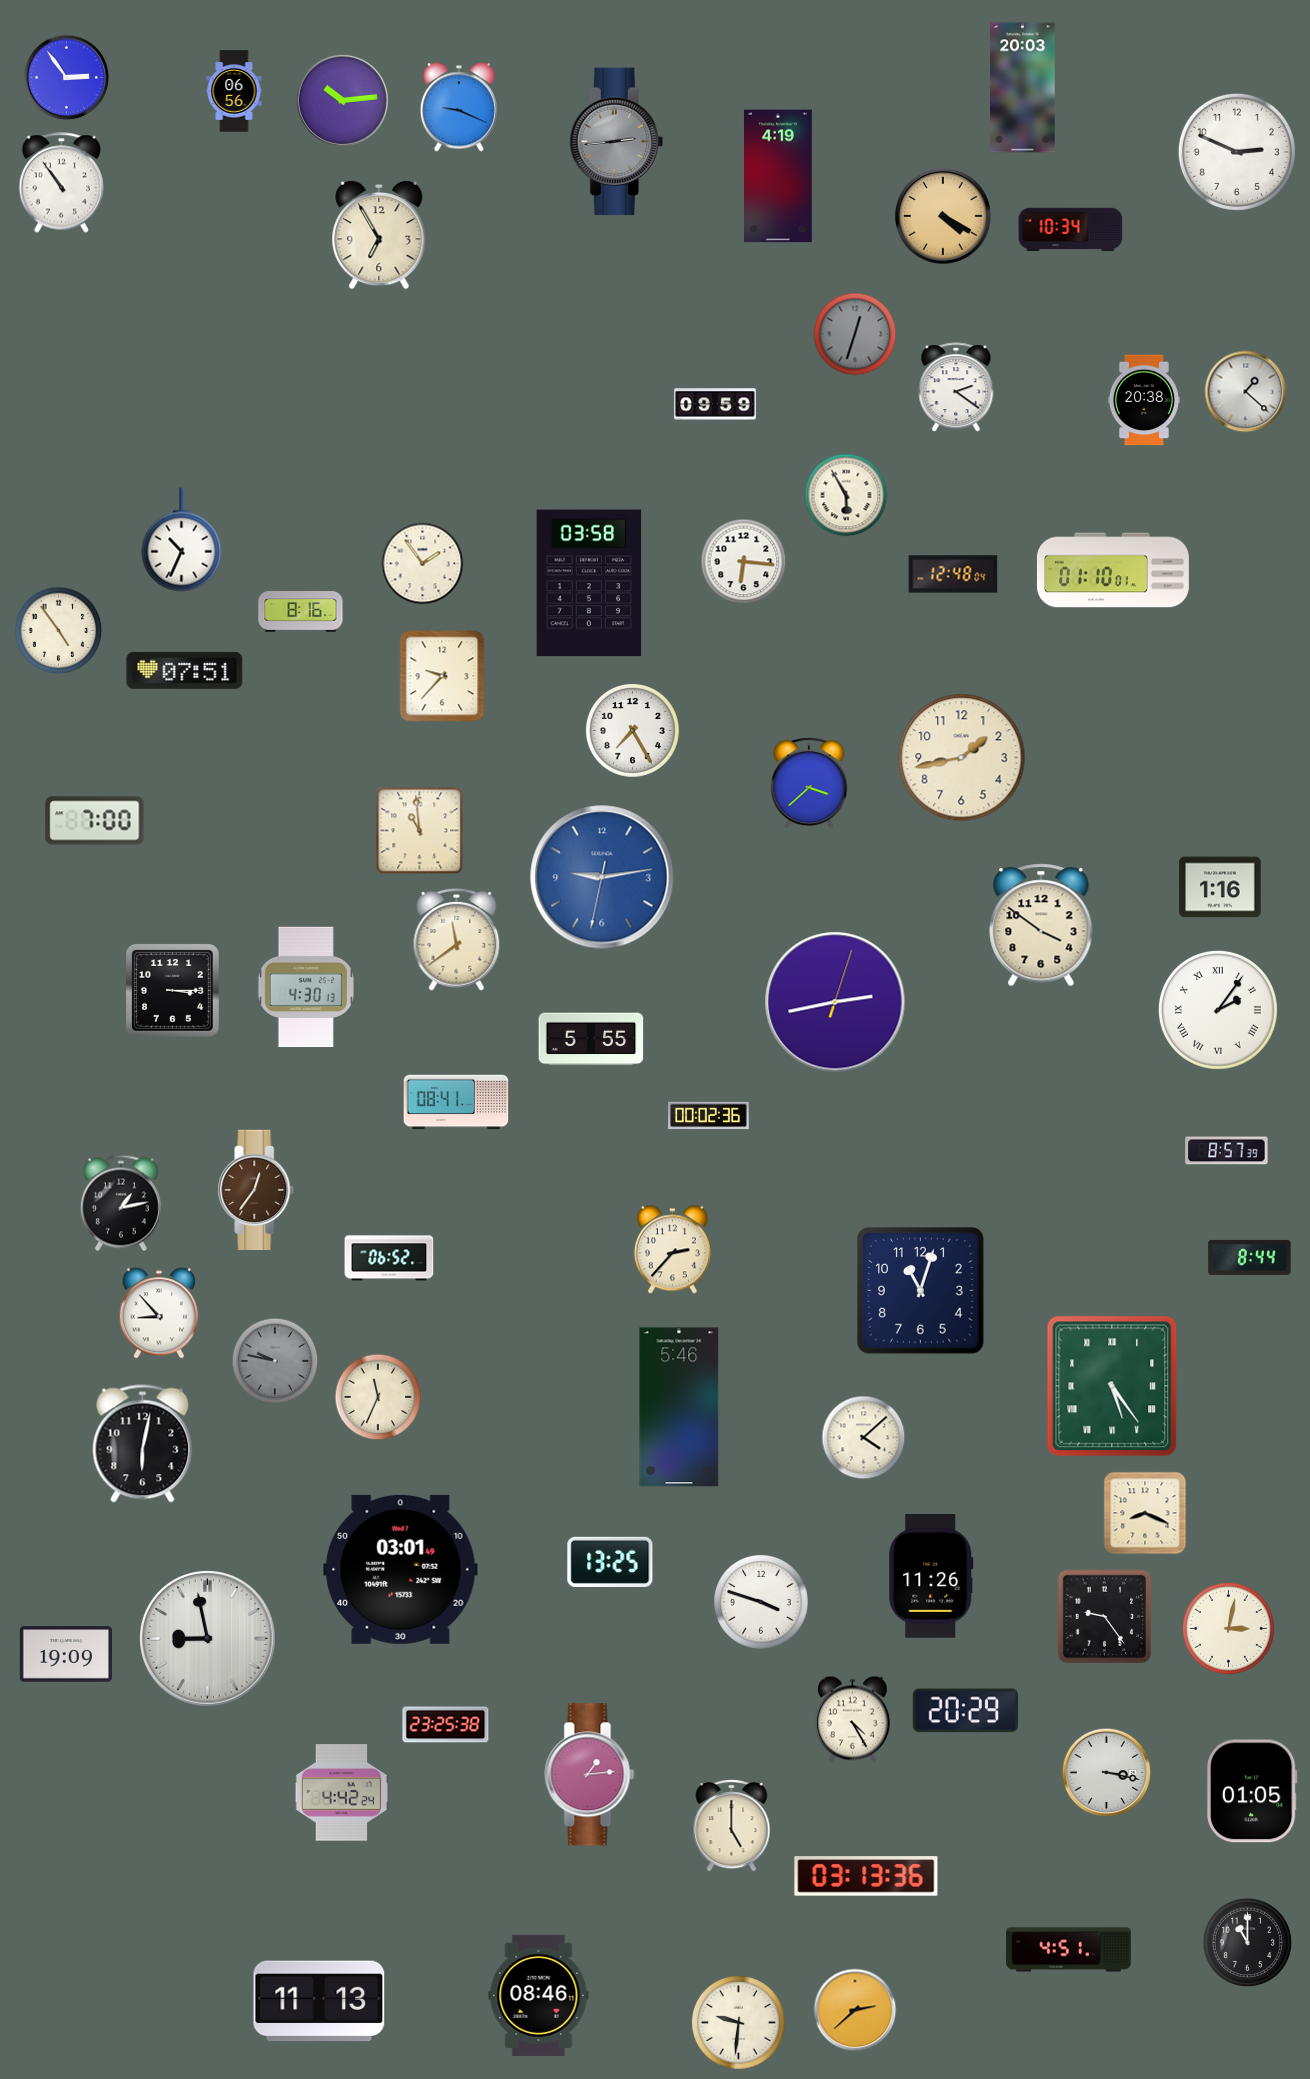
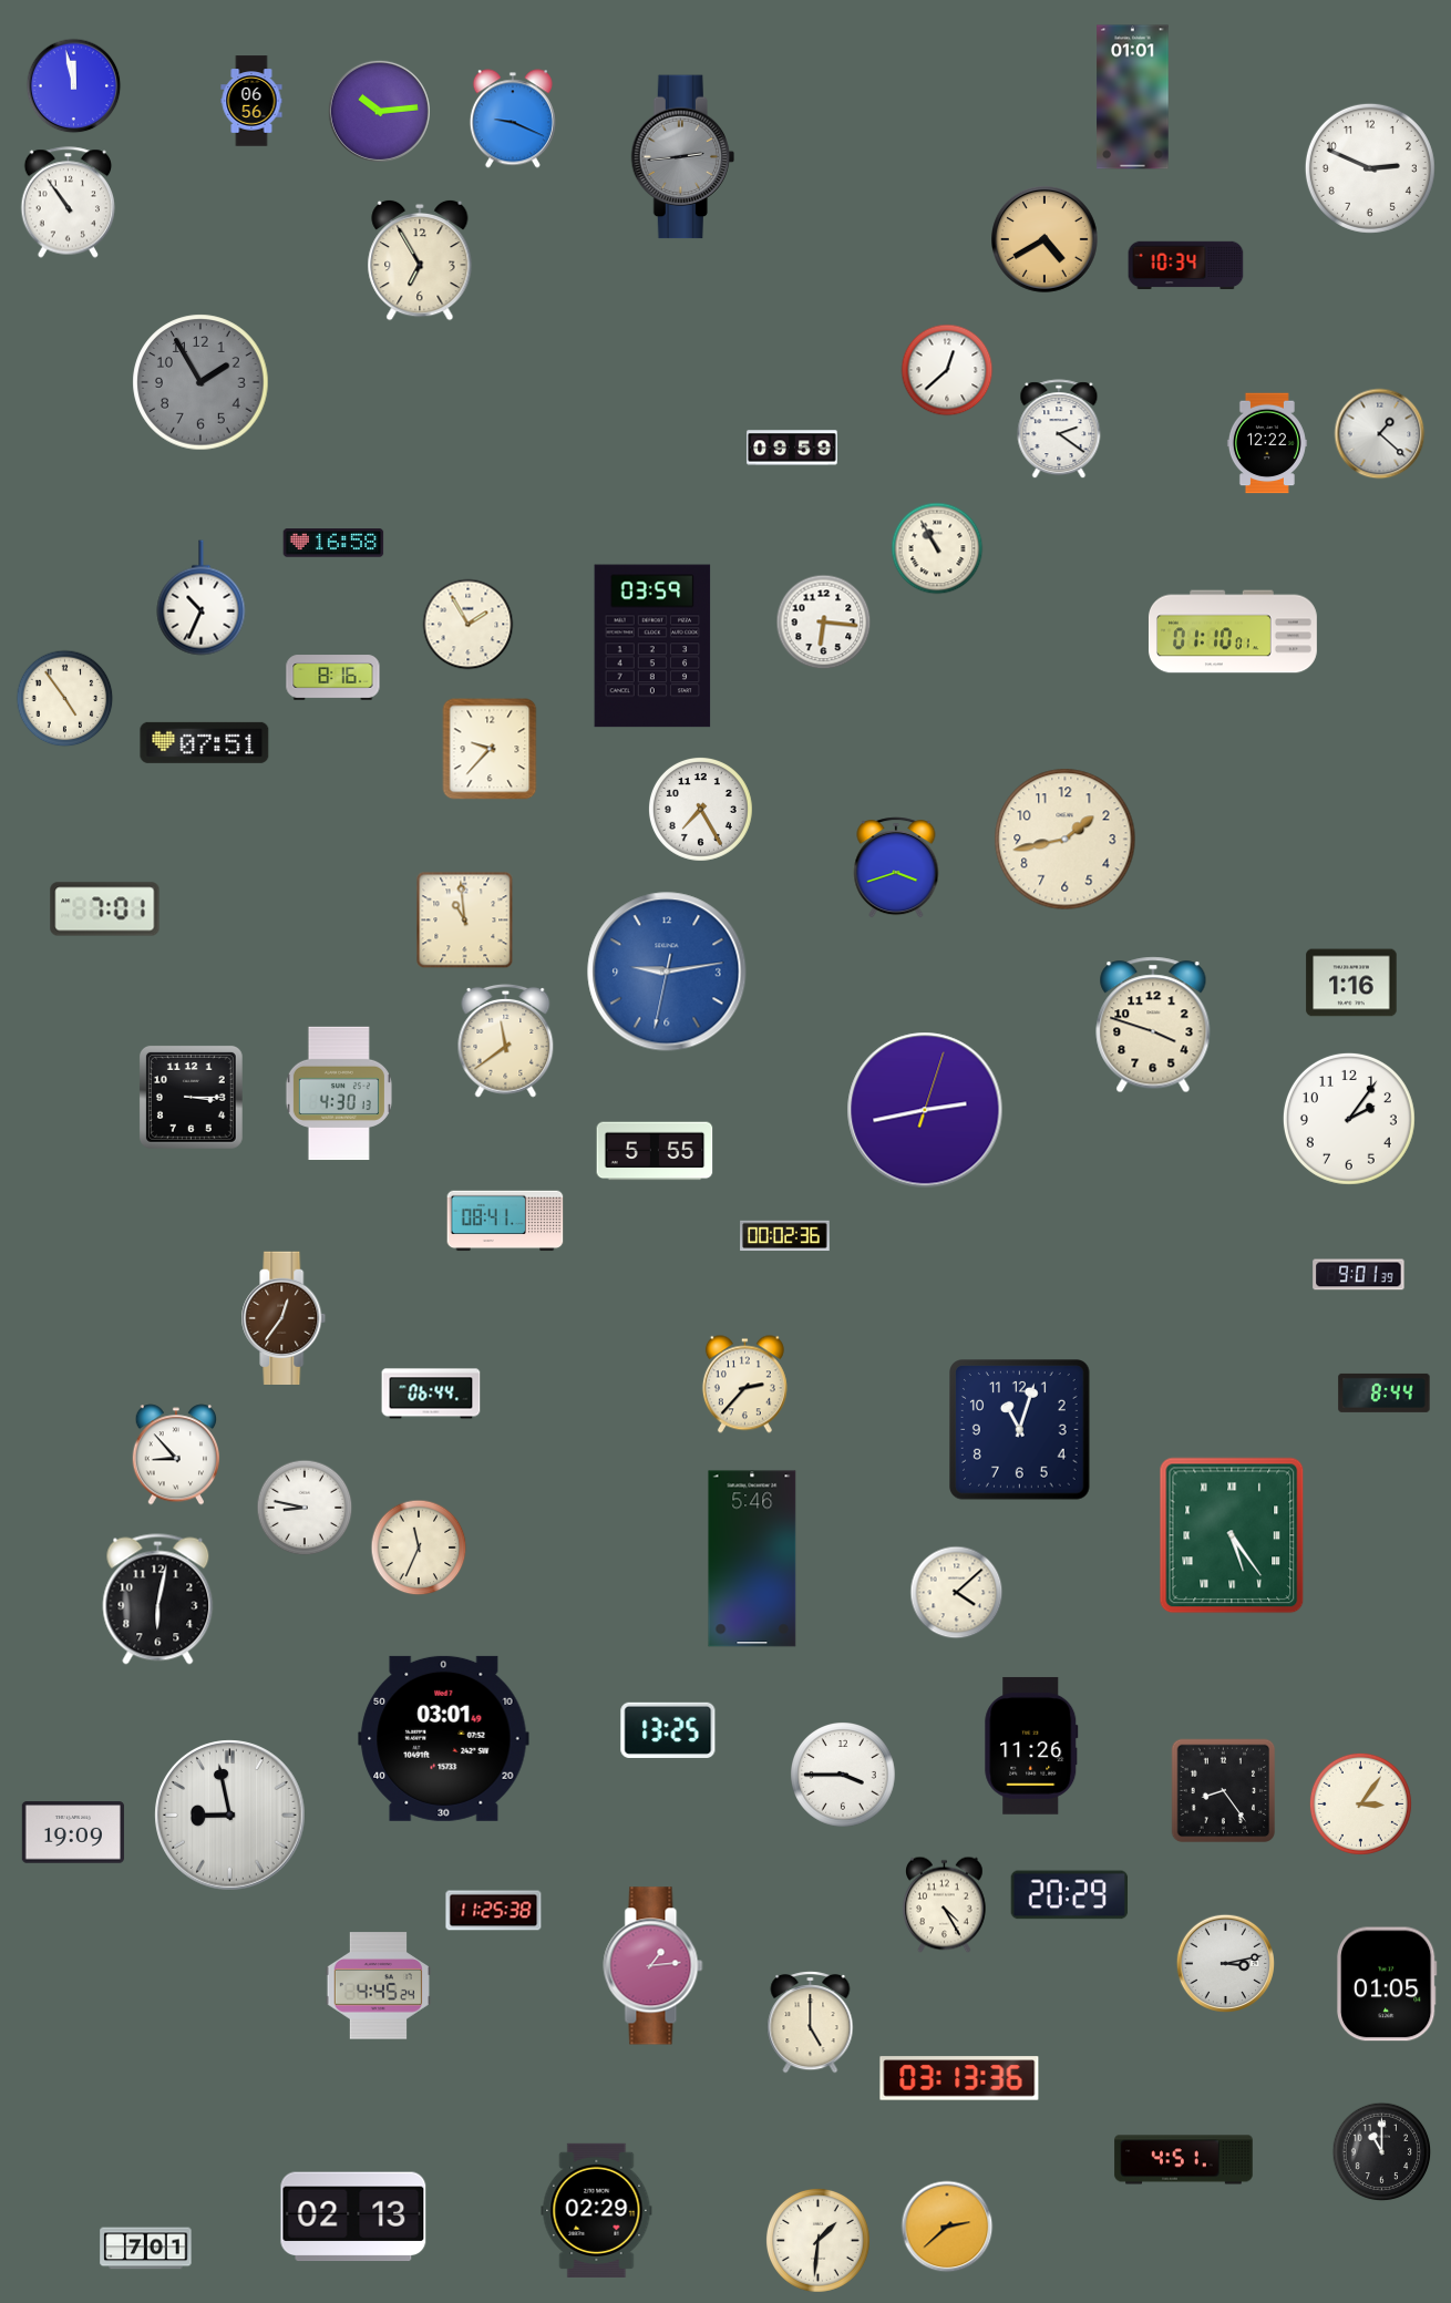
clock at (67, 78): 2:54 -> 11:58
clock at (1023, 88): 20:03 -> 01:01
clock at (234, 91) position: (234, 91) -> (251, 101)
clock at (459, 107) position: (459, 107) -> (513, 119)
clock at (778, 176): 4:19 -> none
clock at (944, 217): 4:20 -> 4:40
clock at (1071, 230) position: (1071, 230) -> (1186, 266)
clock at (855, 334): 12:33 -> 12:38
clock at (855, 334) dial: grey -> white
clock at (200, 382): none -> 1:55
clock at (1144, 400): 20:38 -> 12:22
clock at (333, 543): none -> 16:58
clock at (846, 495): 5:55 -> 10:55
clock at (423, 564): 1:54 -> 1:55
clock at (953, 574): 12:48 -> none
clock at (589, 583): 03:58 -> 03:59
clock at (809, 783): 3:38 -> 3:42
clock at (95, 821): 7:00 -> 7:01
clock at (1041, 925): 3:51 -> 3:48
clock at (1218, 1010) numerals: Roman -> Arabic
clock at (1227, 1151): 8:57 -> 9:01
clock at (121, 1203): 1:13 -> none
clock at (389, 1258): 06:52 -> 06:44
clock at (275, 1361): 9:47 -> 8:47
clock at (275, 1361) dial: grey -> white
clock at (1145, 1513): 8:19 -> none
clock at (610, 1562) position: (610, 1562) -> (668, 1730)
clock at (762, 1603): 3:48 -> 3:45
clock at (1105, 1617): 9:24 -> 8:24
clock at (1228, 1628): 3:02 -> 3:06
clock at (446, 1725): 23:25 -> 11:25
clock at (1106, 1772): 3:17 -> 3:13
clock at (342, 1793): 4:42 -> 4:45
clock at (539, 1995): 08:46 -> 02:29
clock at (319, 2001): 11:13 -> 02:13
clock at (738, 2022): 9:31 -> 1:31
clock at (146, 2249): none -> 7:01
